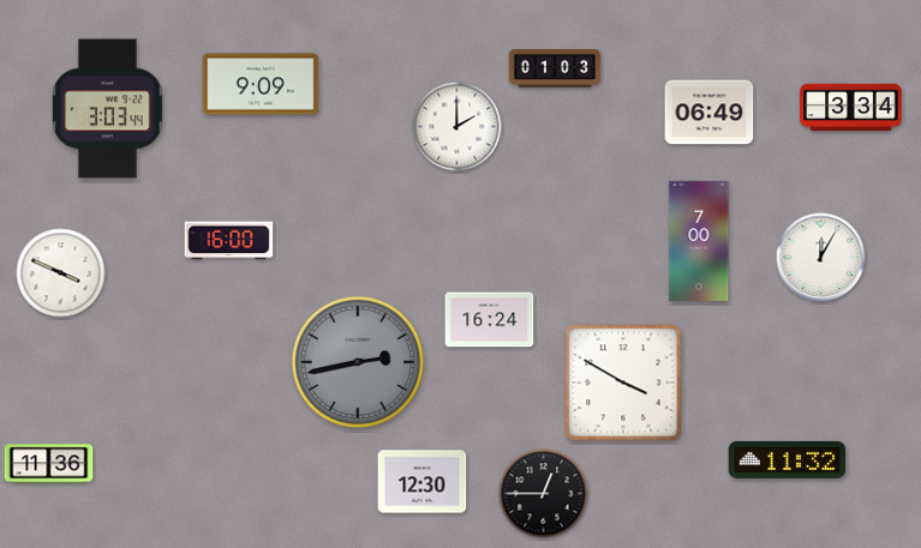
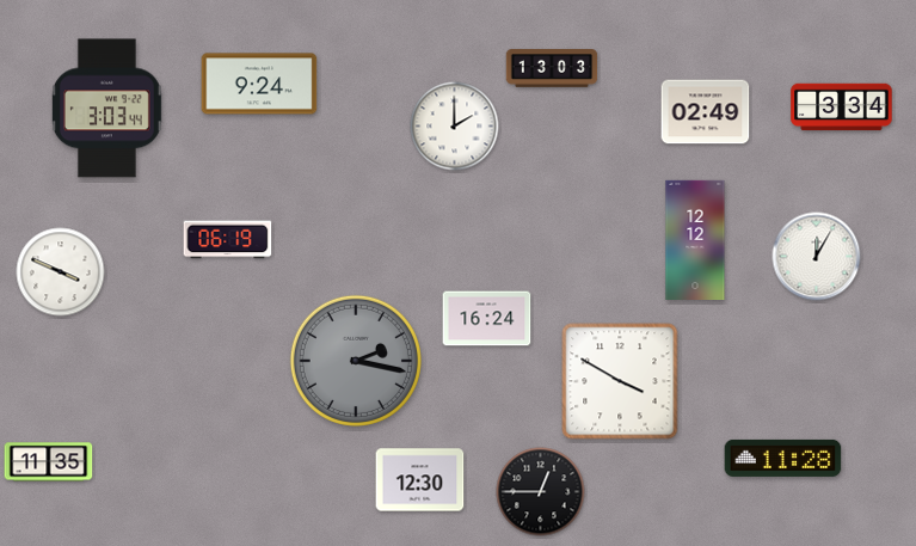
clock at (555, 68): 01:03 -> 13:03
clock at (261, 84): 9:09 -> 9:24
clock at (851, 108) position: (851, 108) -> (842, 108)
clock at (710, 113): 06:49 -> 02:49
clock at (699, 240): 7:00 -> 12:12
clock at (229, 241): 16:00 -> 06:19
clock at (358, 362): 2:43 -> 2:17
clock at (788, 459): 11:32 -> 11:28
clock at (49, 464): 11:36 -> 11:35
